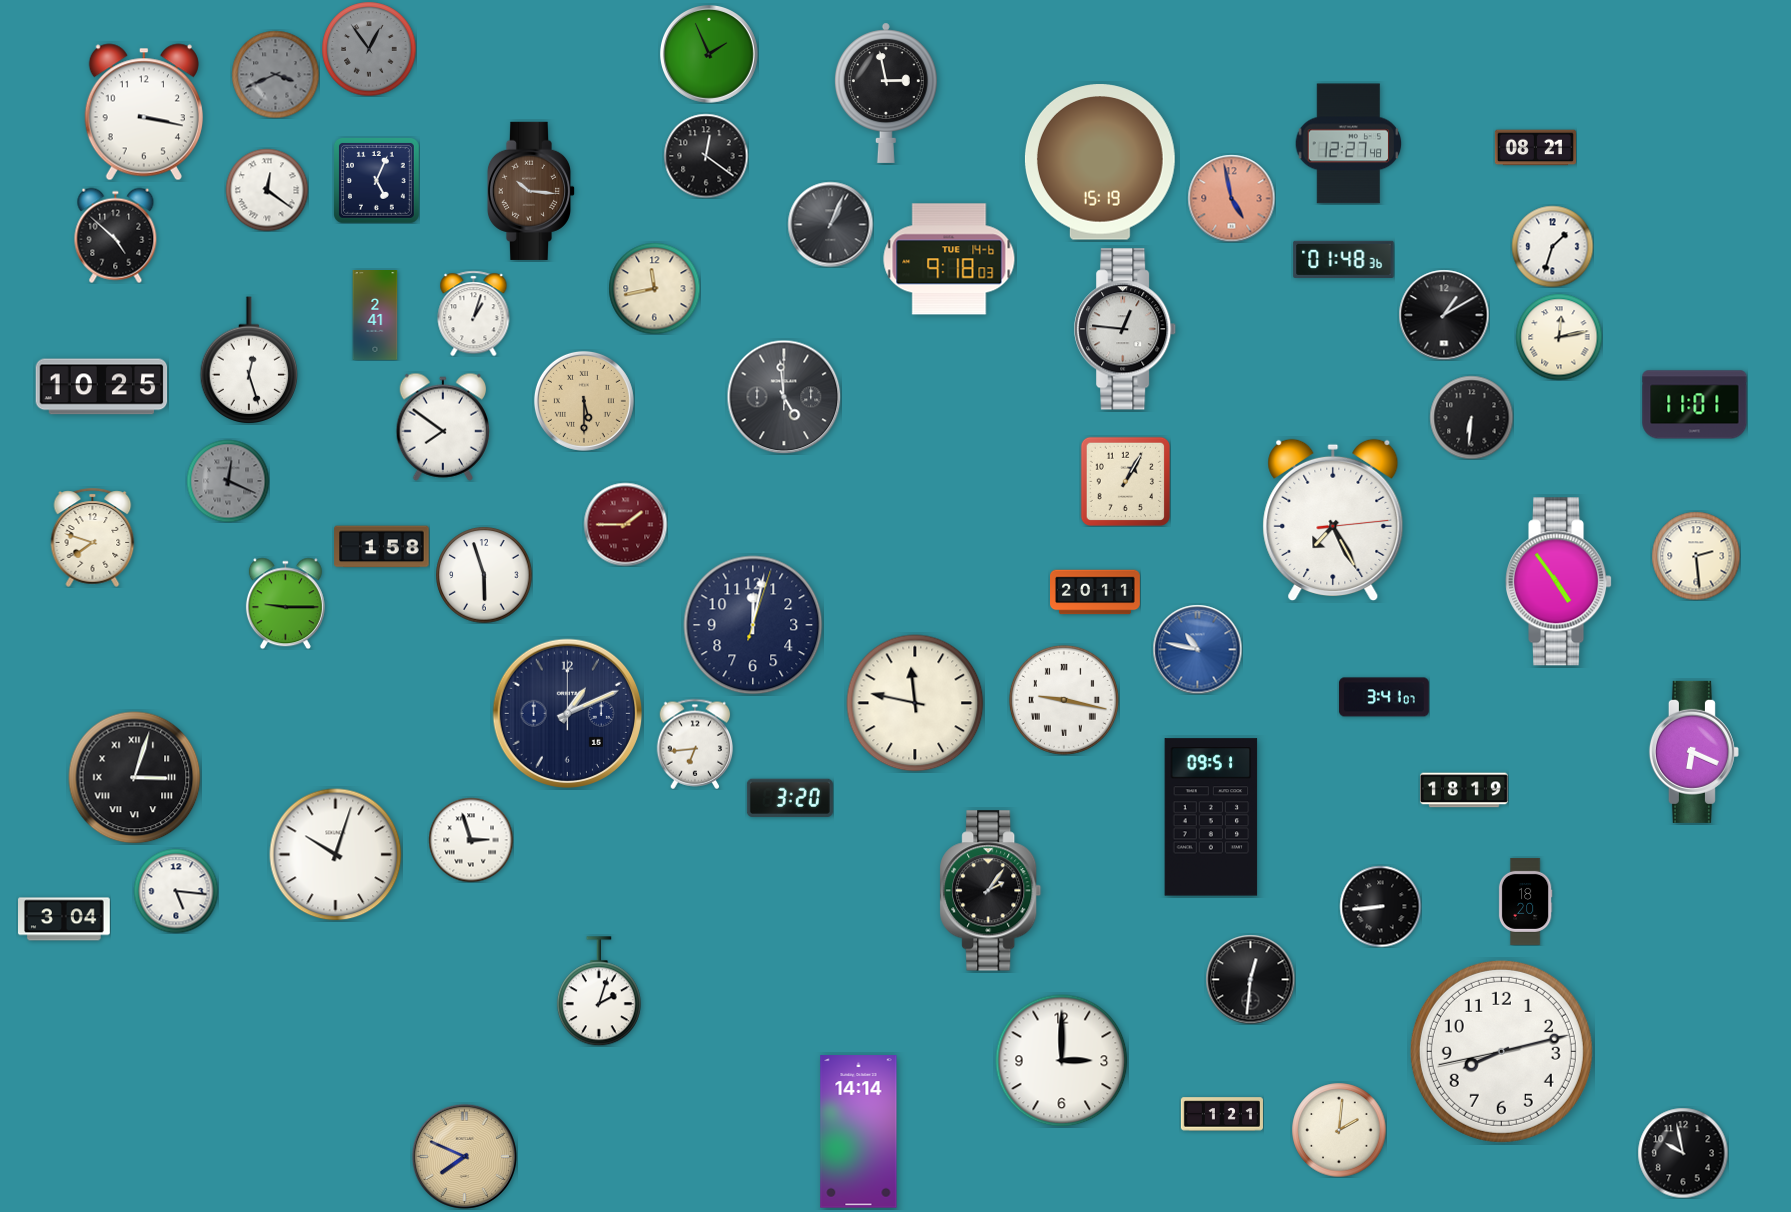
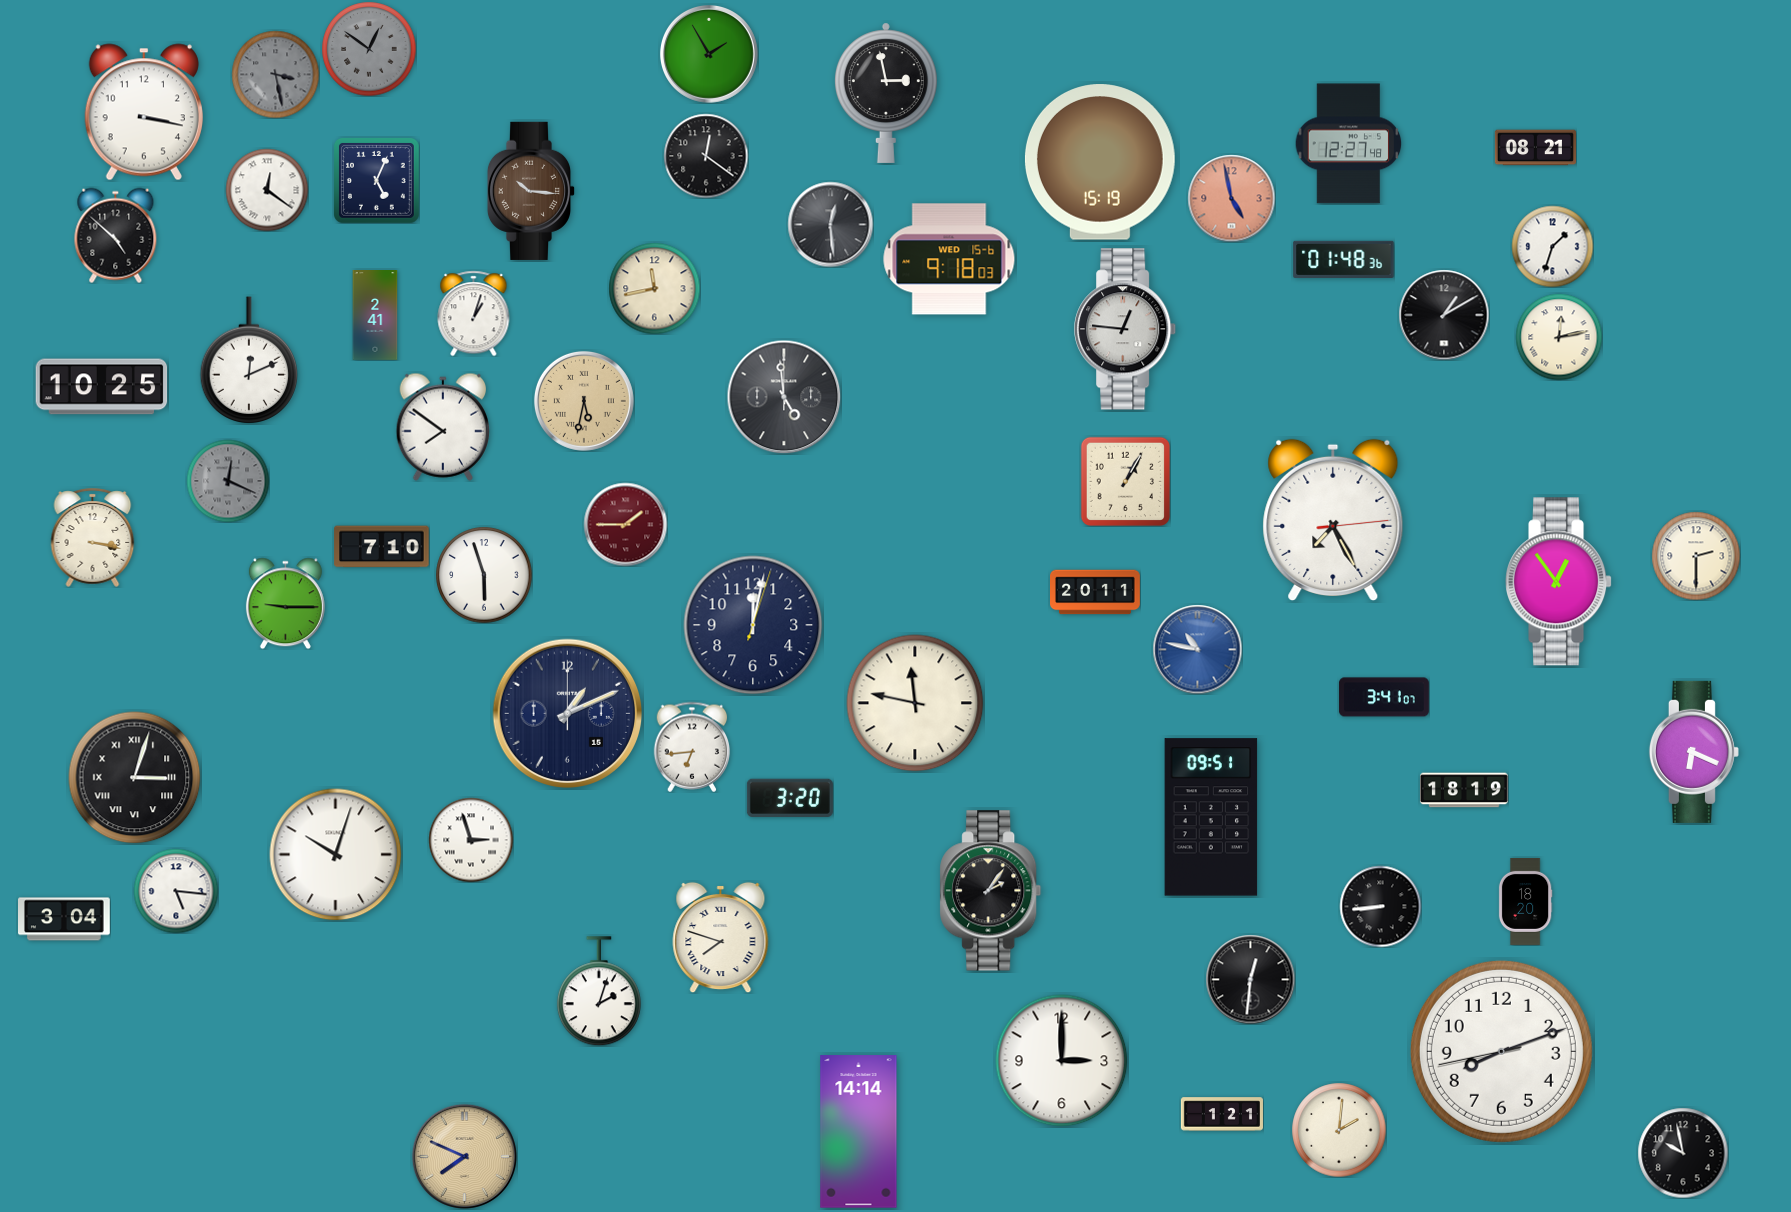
clock at (369, 49): 12:54 -> 12:51
clock at (709, 54): 1:56 -> 1:55
clock at (275, 74): 3:41 -> 3:28
clock at (830, 224): 1:04 -> 12:29
clock at (949, 259) date: TUE 14-6 -> WED 15-6
clock at (249, 360): 12:27 -> 12:11
clock at (584, 401): 5:30 -> 5:32
clock at (1695, 405): 11:01 -> none
clock at (1471, 417): 6:31 -> none
clock at (93, 537): 7:48 -> 3:17
clock at (382, 547): 1:58 -> 7:10
clock at (1696, 556): 2:29 -> 2:30
clock at (1560, 582): 4:54 -> 12:54
clock at (1064, 700): 9:17 -> none
clock at (695, 744) position: (695, 744) -> (692, 747)
clock at (721, 937): none -> 7:48
clock at (1501, 1051): 8:12 -> 8:11
